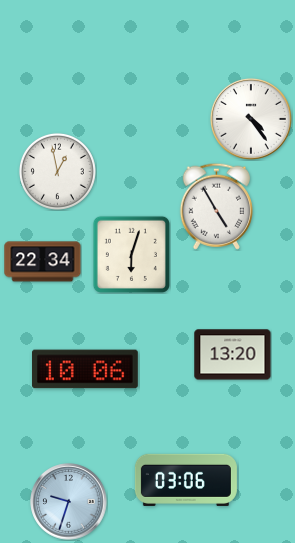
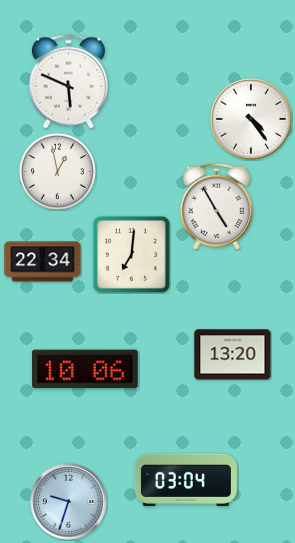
clock at (68, 82): none -> 5:49
clock at (131, 254): 6:03 -> 7:01
clock at (186, 480): 03:06 -> 03:04
